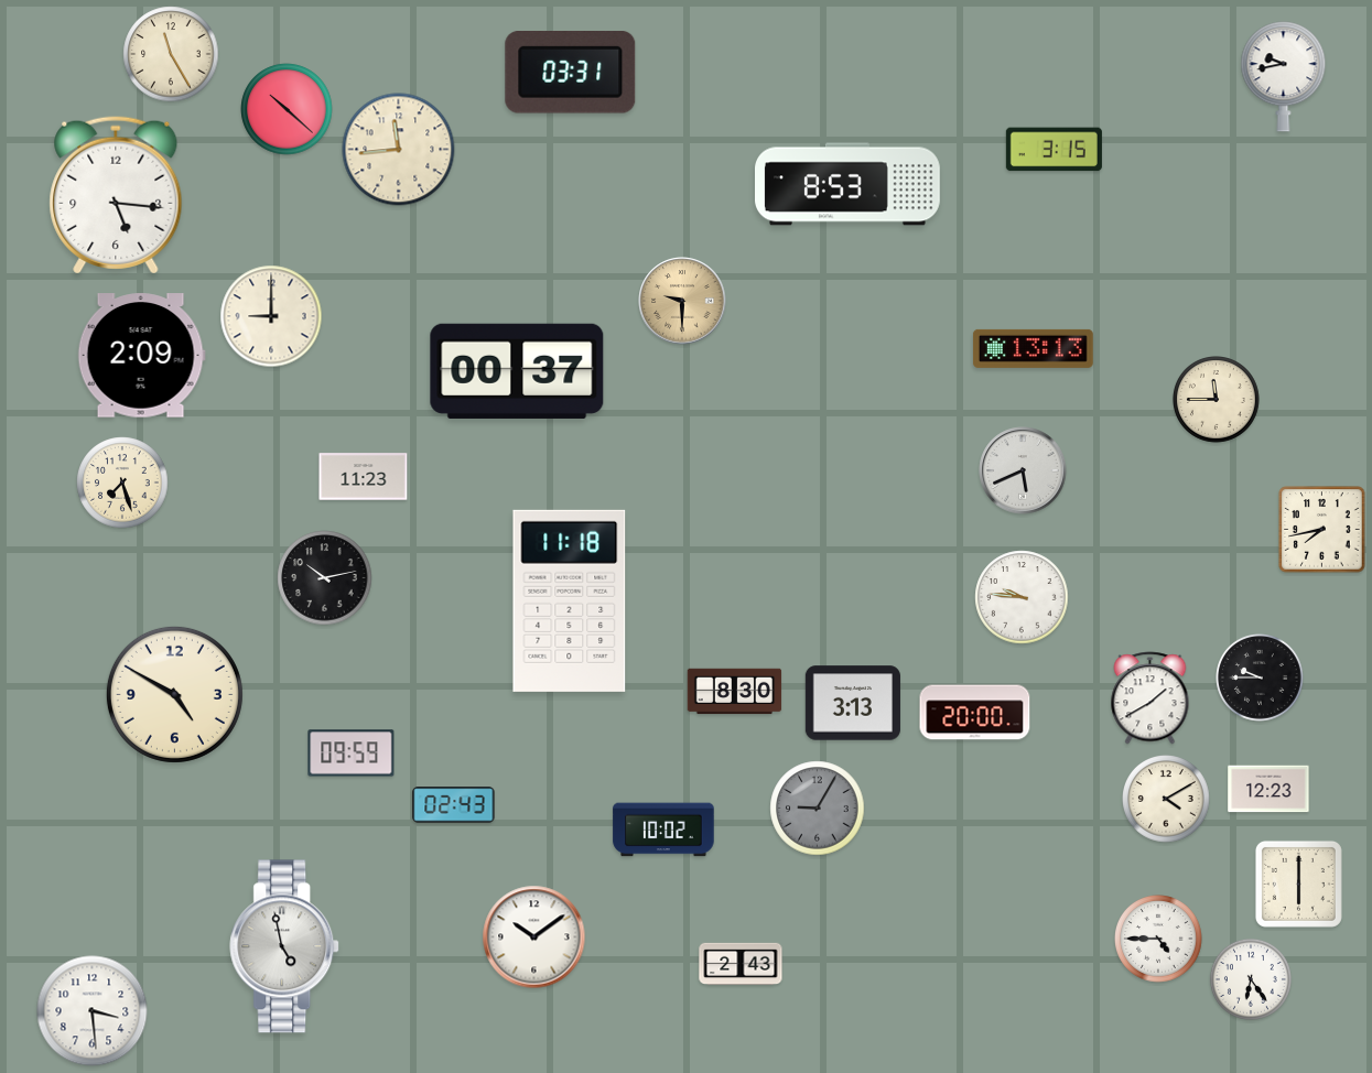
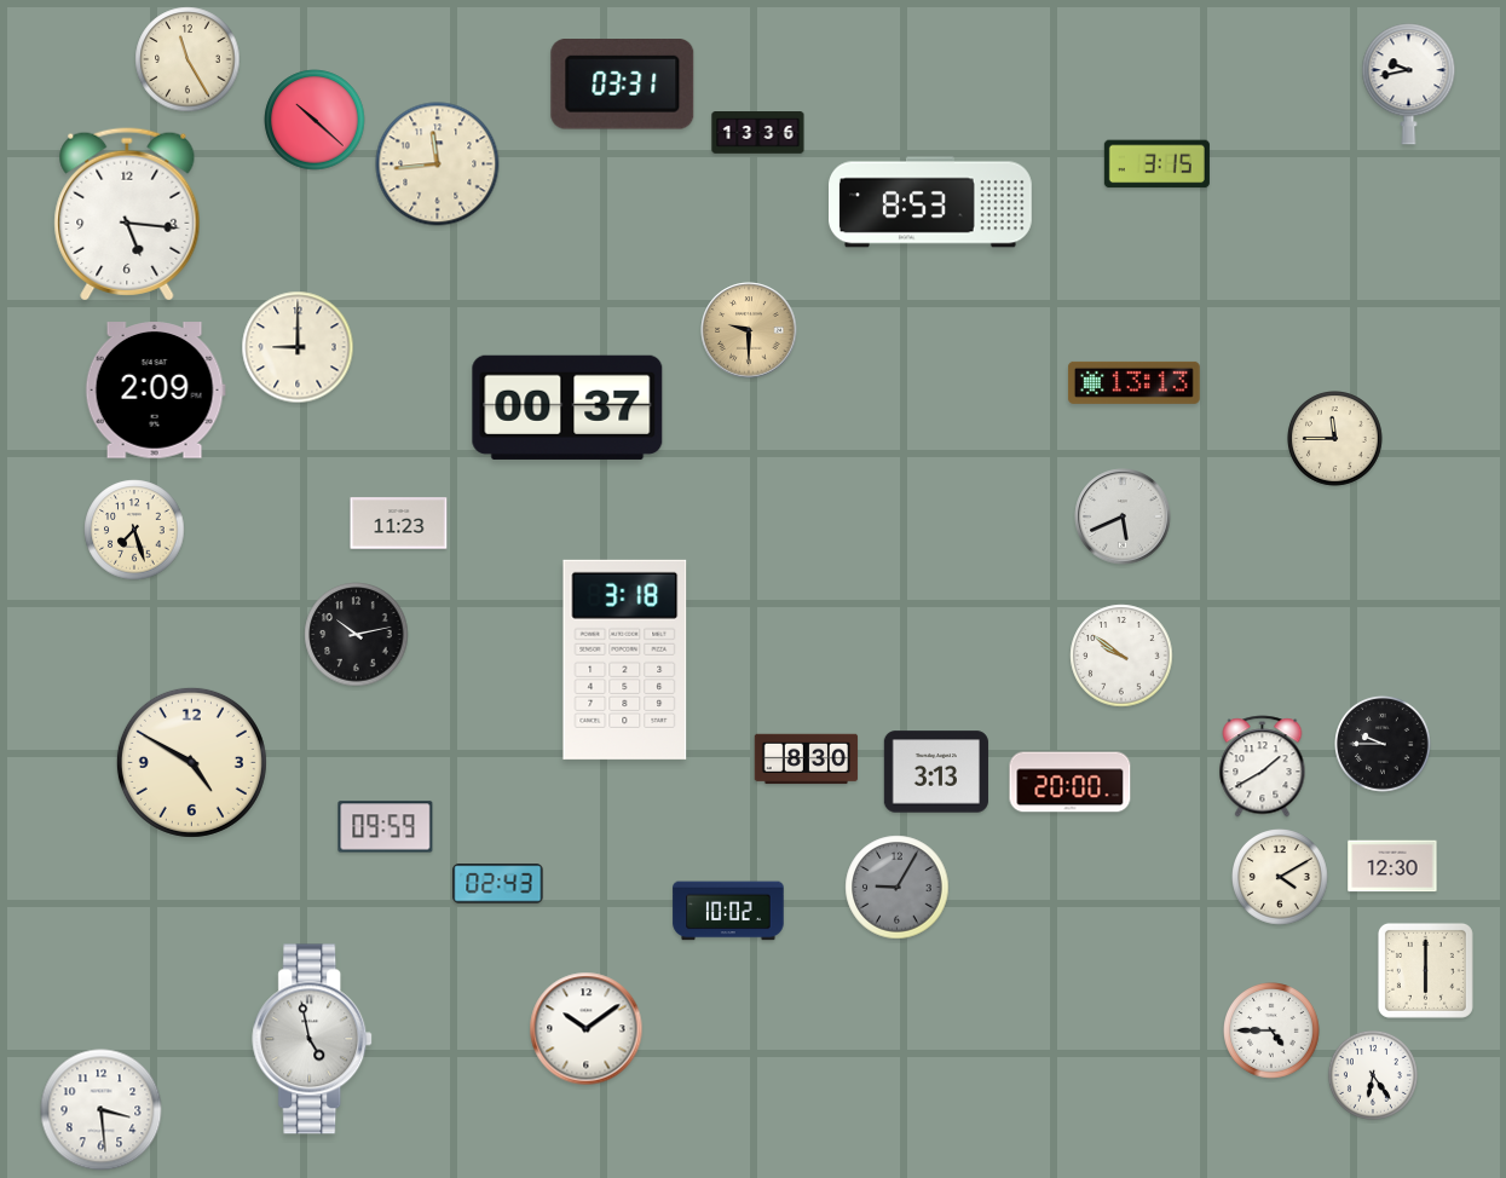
clock at (571, 73) position: (571, 73) -> (623, 85)
clock at (758, 133): none -> 13:36
clock at (1322, 530): 7:43 -> none
clock at (1022, 597): 9:46 -> 9:51
clock at (570, 600): 11:18 -> 3:18
clock at (1268, 789): 12:23 -> 12:30
clock at (741, 963): 2:43 -> none
